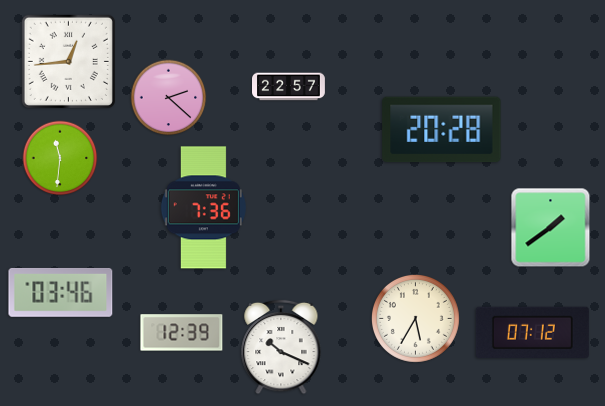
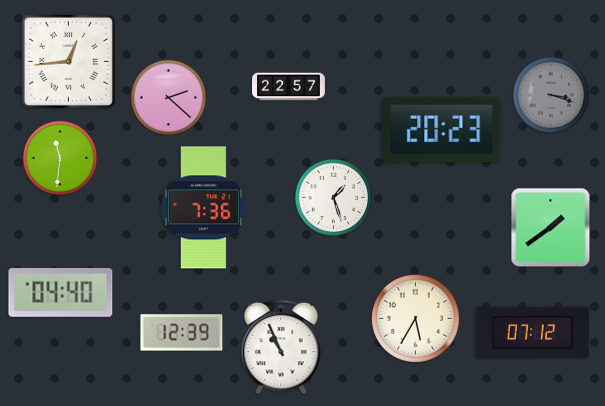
clock at (551, 95): none -> 3:18
clock at (442, 130): 20:28 -> 20:23
clock at (334, 198): none -> 1:27
clock at (61, 292): 03:46 -> 04:40
clock at (281, 347): 10:19 -> 10:56
